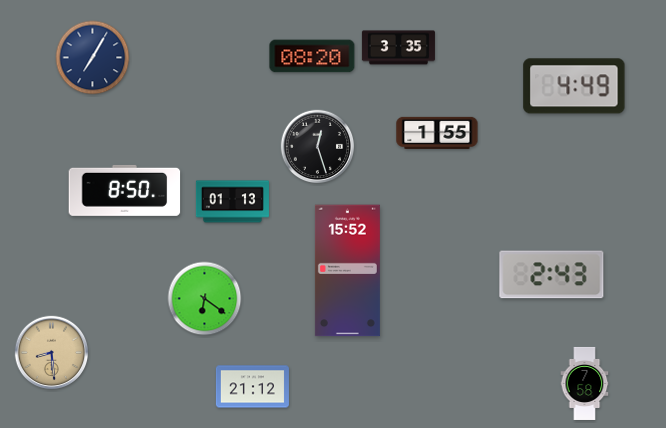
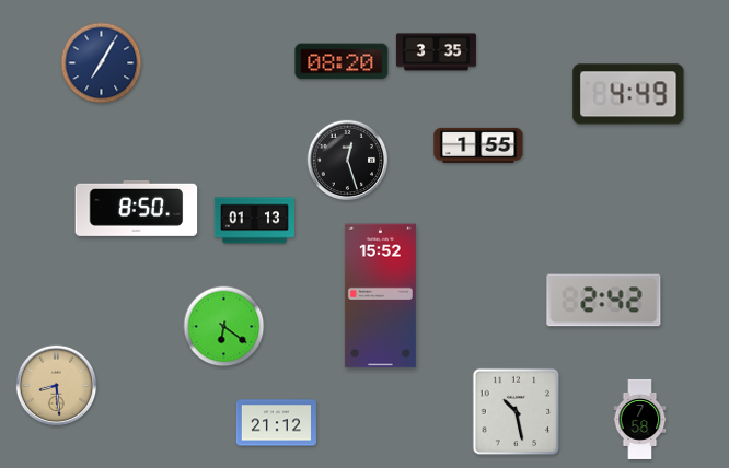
clock at (552, 275): 2:43 -> 2:42
clock at (517, 412): none -> 10:28
